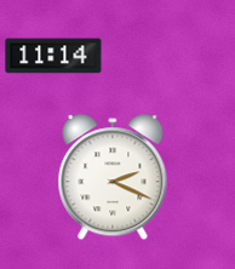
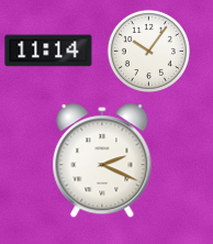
clock at (148, 51): none -> 10:06
